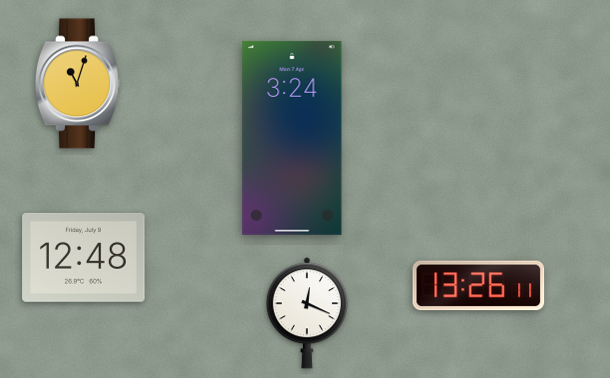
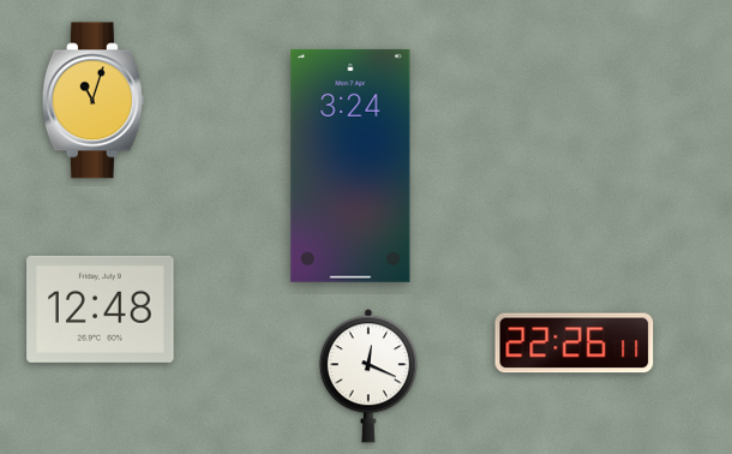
clock at (479, 286): 13:26 -> 22:26
